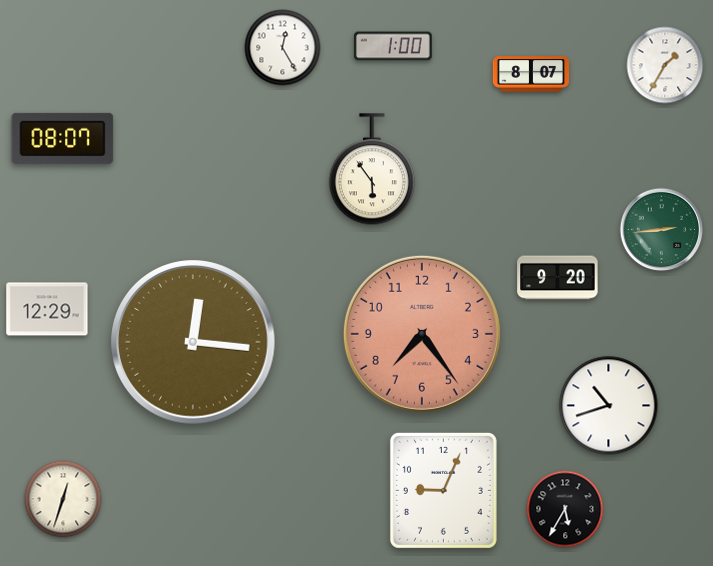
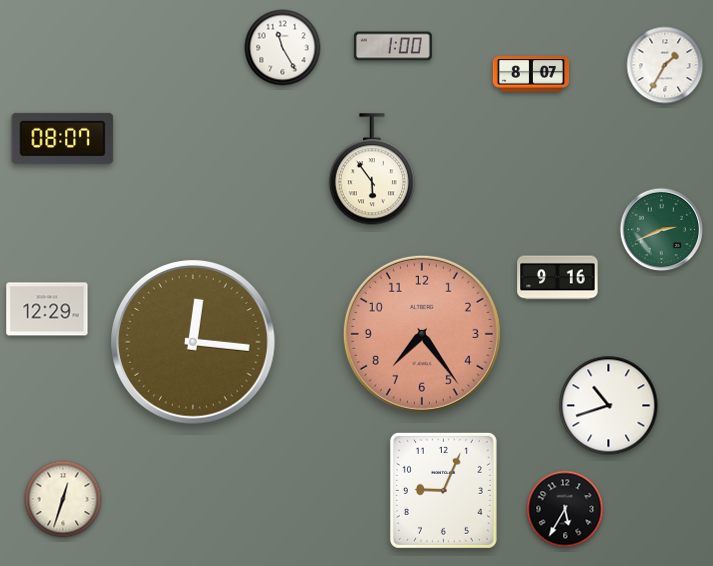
clock at (283, 48): 12:25 -> 11:25
clock at (662, 230): 2:44 -> 2:41
clock at (558, 278): 9:20 -> 9:16
